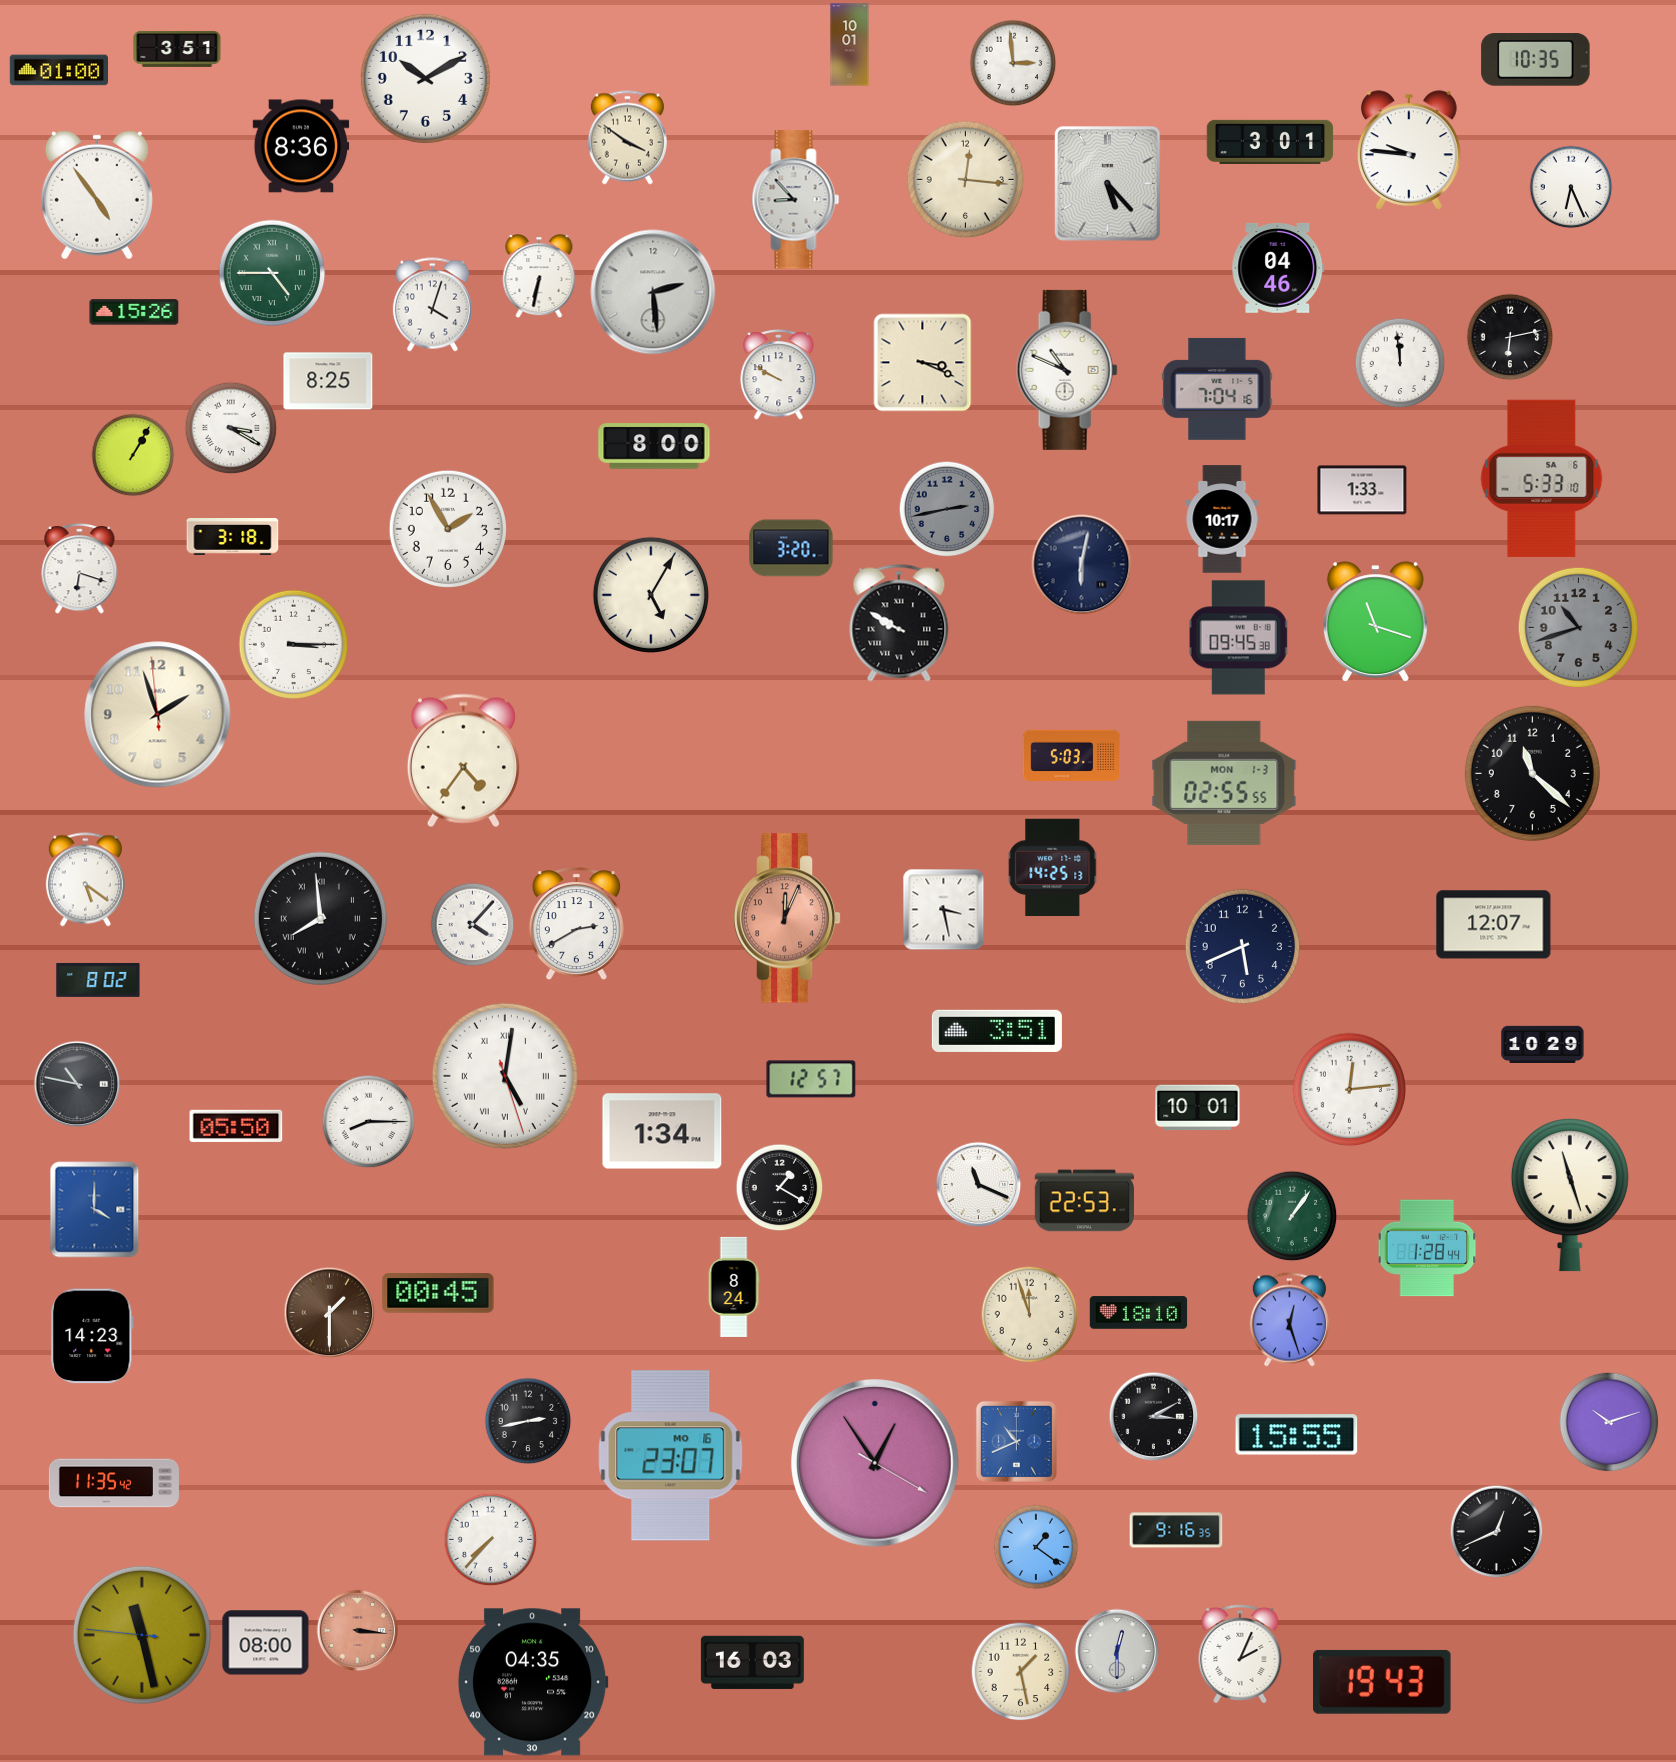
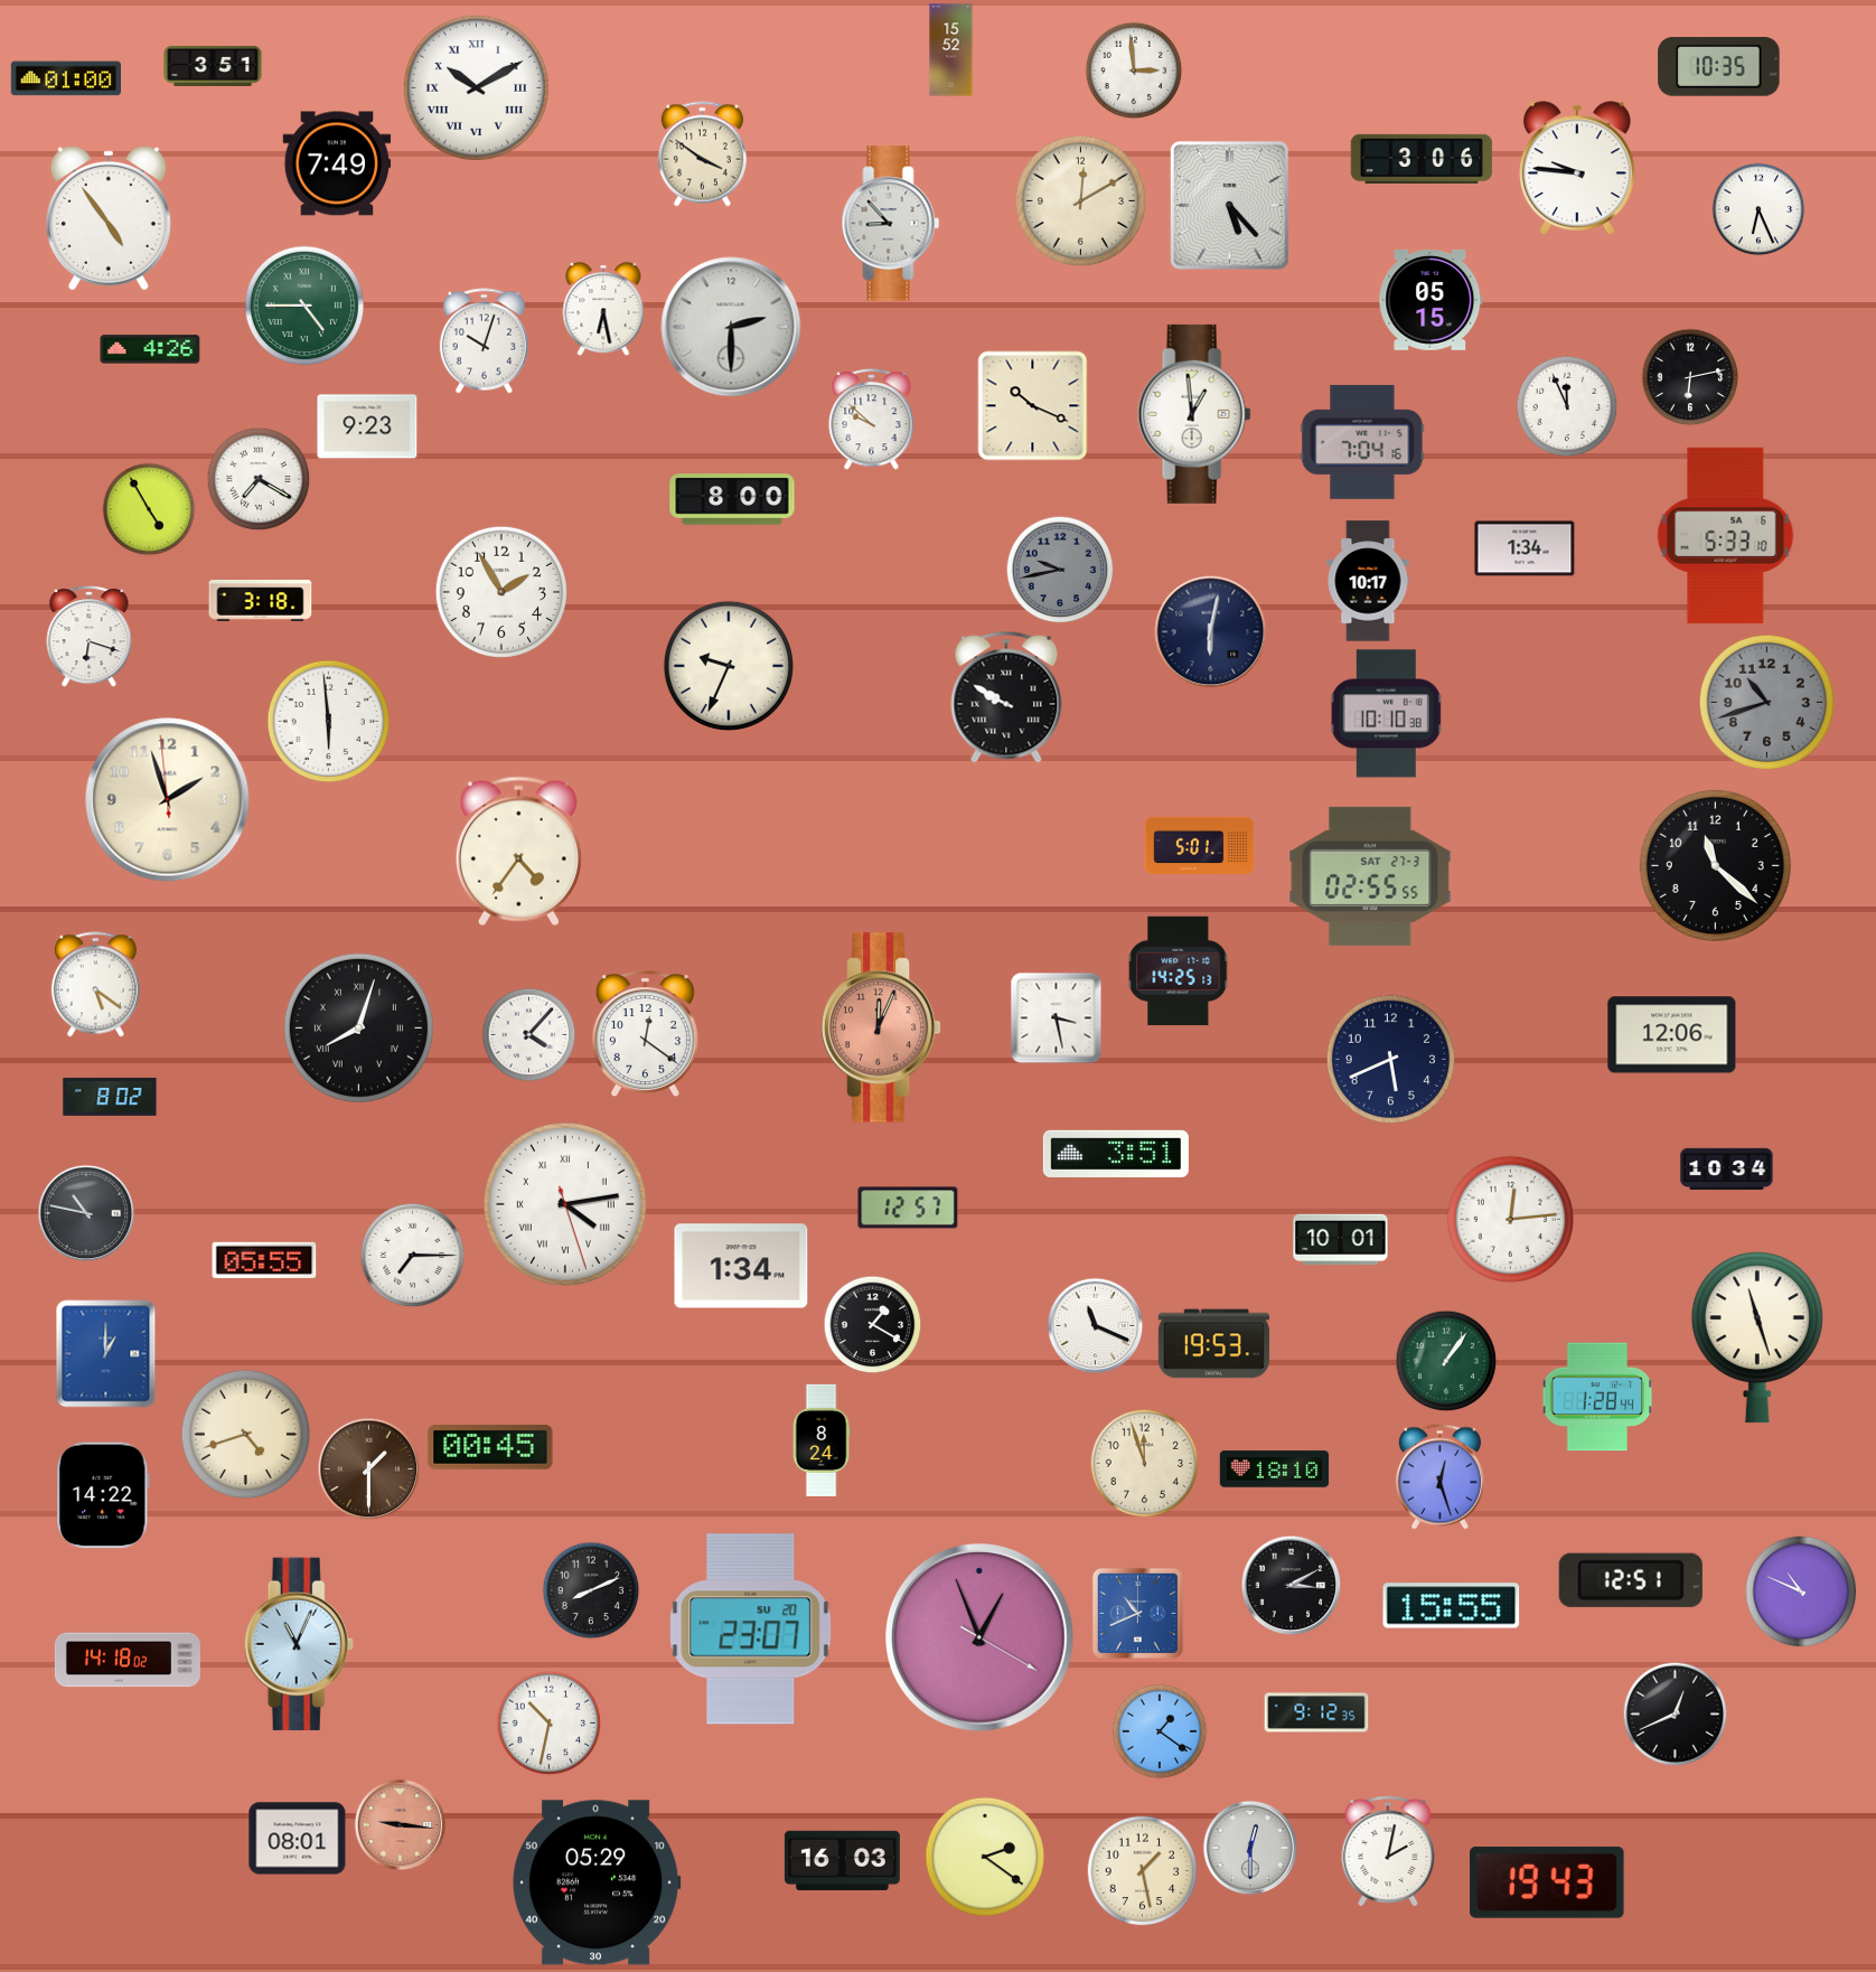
clock at (850, 45): 10:01 -> 15:52
clock at (177, 49) position: (177, 49) -> (213, 66)
clock at (425, 78) numerals: Arabic -> Roman
clock at (1270, 142): 3:01 -> 3:06
clock at (301, 146): 8:36 -> 7:49
clock at (965, 179): 12:16 -> 12:10
clock at (1108, 184) position: (1108, 184) -> (1230, 206)
clock at (1278, 268): 04:46 -> 05:15
clock at (539, 277): 6:32 -> 6:28
clock at (653, 292): 2:29 -> 2:30
clock at (432, 305): 4:03 -> 10:03
clock at (134, 312): 15:26 -> 4:26
clock at (923, 363): 3:19 -> 10:19
clock at (1400, 363): 11:59 -> 11:56
clock at (1067, 370): 10:49 -> 12:59
clock at (779, 375): 9:50 -> 9:52
clock at (328, 381): 8:25 -> 9:23
clock at (1217, 389) position: (1217, 389) -> (1362, 442)
clock at (231, 428): 3:20 -> 7:20
clock at (133, 455): 1:05 -> 4:55
clock at (1362, 490): 1:33 -> 1:34
clock at (947, 509): 2:43 -> 9:43
clock at (791, 548): 3:20 -> none
clock at (650, 594): 5:05 -> 9:34
clock at (1375, 621): 11:18 -> none
clock at (1239, 638): 09:45 -> 10:10
clock at (294, 645): 3:15 -> 5:59
clock at (158, 715) position: (158, 715) -> (168, 800)
clock at (1072, 756): 5:03 -> 5:01
clock at (1224, 783) date: MON 1-3 -> SAT 27-3
clock at (320, 918): 7:59 -> 8:03
clock at (576, 924): 2:40 -> 12:21
clock at (1494, 925): 12:07 -> 12:06
clock at (1543, 1044): 10:29 -> 10:34
clock at (505, 1076): 5:01 -> 4:13
clock at (369, 1122): 8:15 -> 7:15
clock at (236, 1126): 05:50 -> 05:55
clock at (780, 1188) position: (780, 1188) -> (873, 1325)
clock at (1084, 1201): 22:53 -> 19:53
clock at (95, 1210): 4:00 -> 1:00
clock at (245, 1434): none -> 4:42
clock at (1030, 1315) position: (1030, 1315) -> (1145, 1464)
clock at (1289, 1320) position: (1289, 1320) -> (1439, 1477)
clock at (93, 1336): 14:23 -> 14:22
clock at (1631, 1580): none -> 12:51
clock at (528, 1421): 2:43 -> 8:11
clock at (1609, 1422): 10:12 -> 10:49
clock at (671, 1456) date: MO 16 -> SU 20
clock at (876, 1464): 12:54 -> 12:56
clock at (299, 1644): none -> 11:04
clock at (114, 1483): 11:35 -> 14:18
clock at (1176, 1530): 9:16 -> 9:12
clock at (491, 1540): 7:37 -> 10:32
clock at (358, 1631): 3:16 -> 9:16
clock at (142, 1635): 11:27 -> none
clock at (266, 1643): 08:00 -> 08:01
clock at (1240, 1654): 2:04 -> 2:02
clock at (985, 1857): none -> 2:21
clock at (533, 1682): 04:35 -> 05:29
